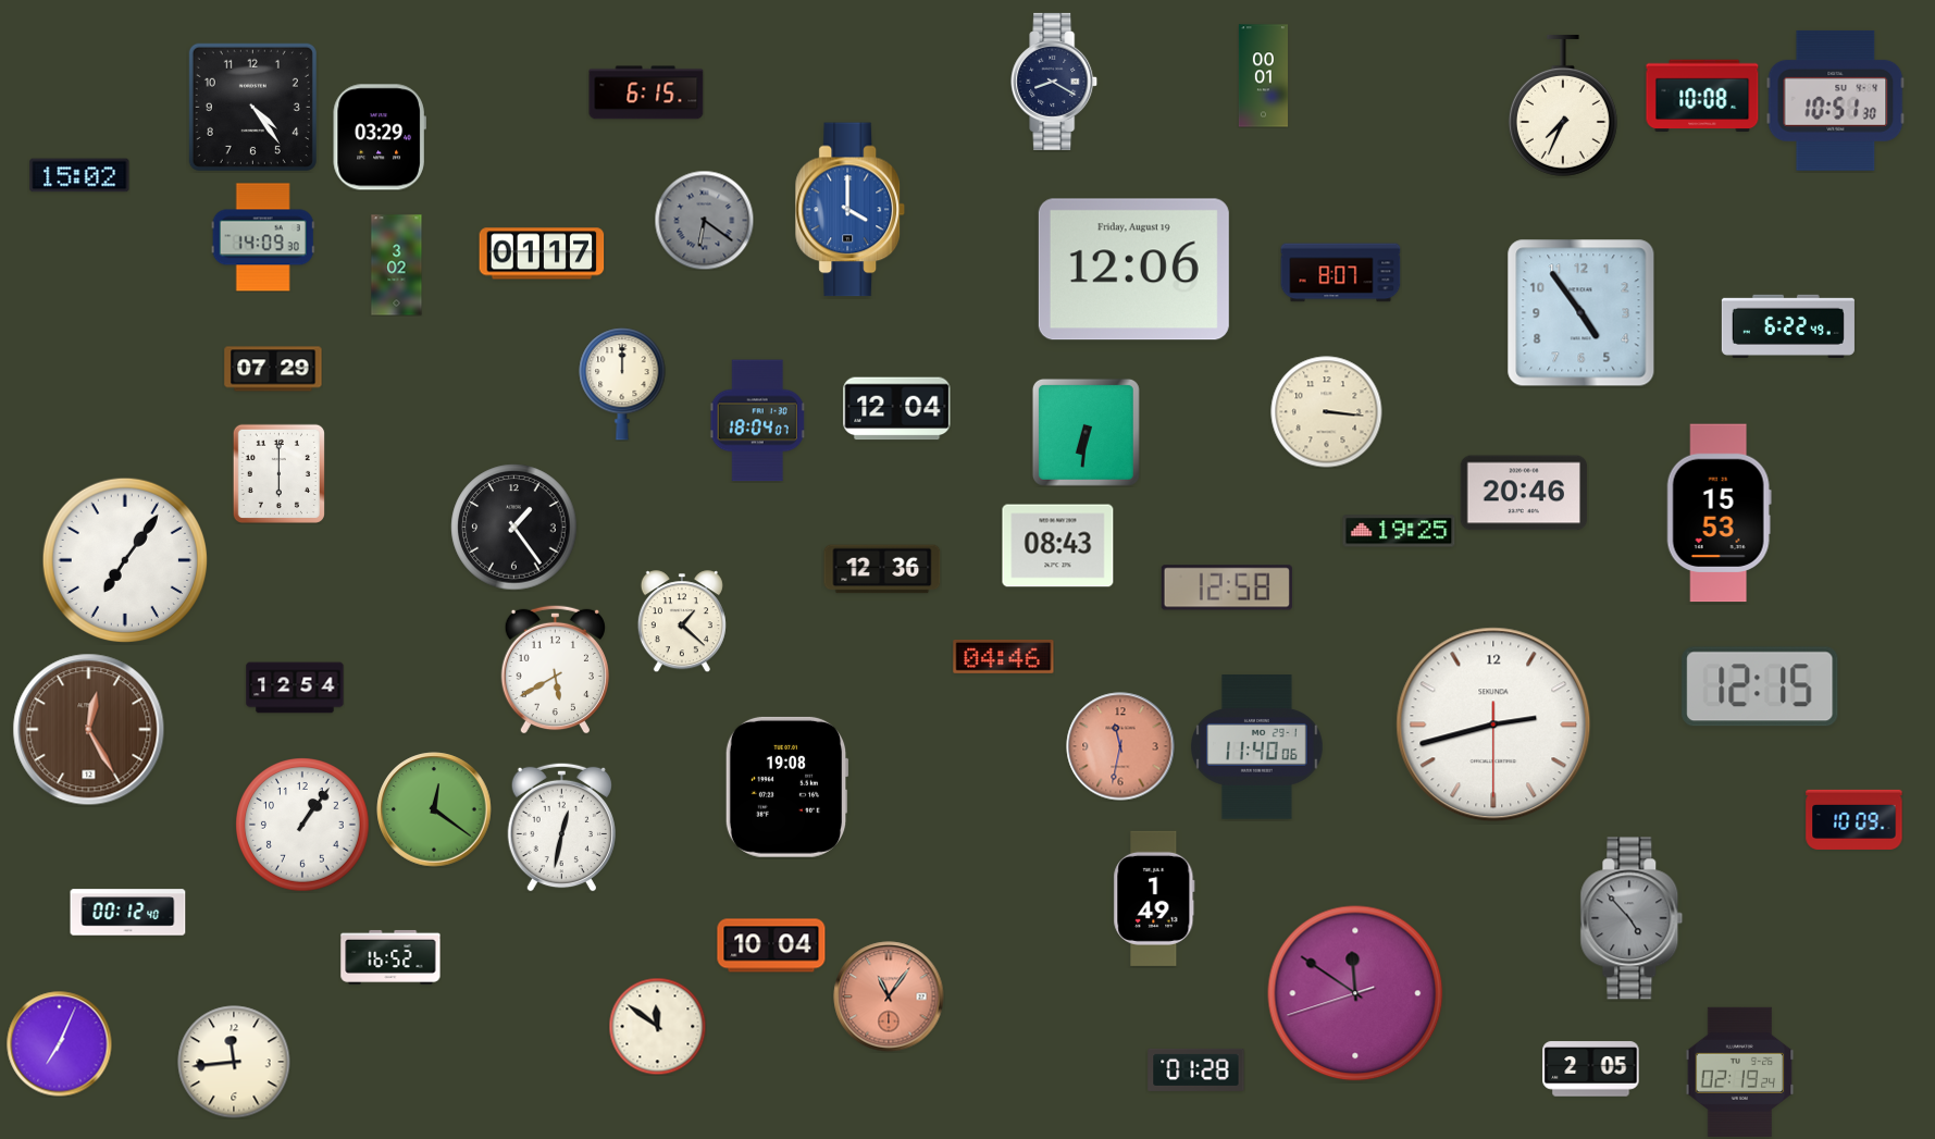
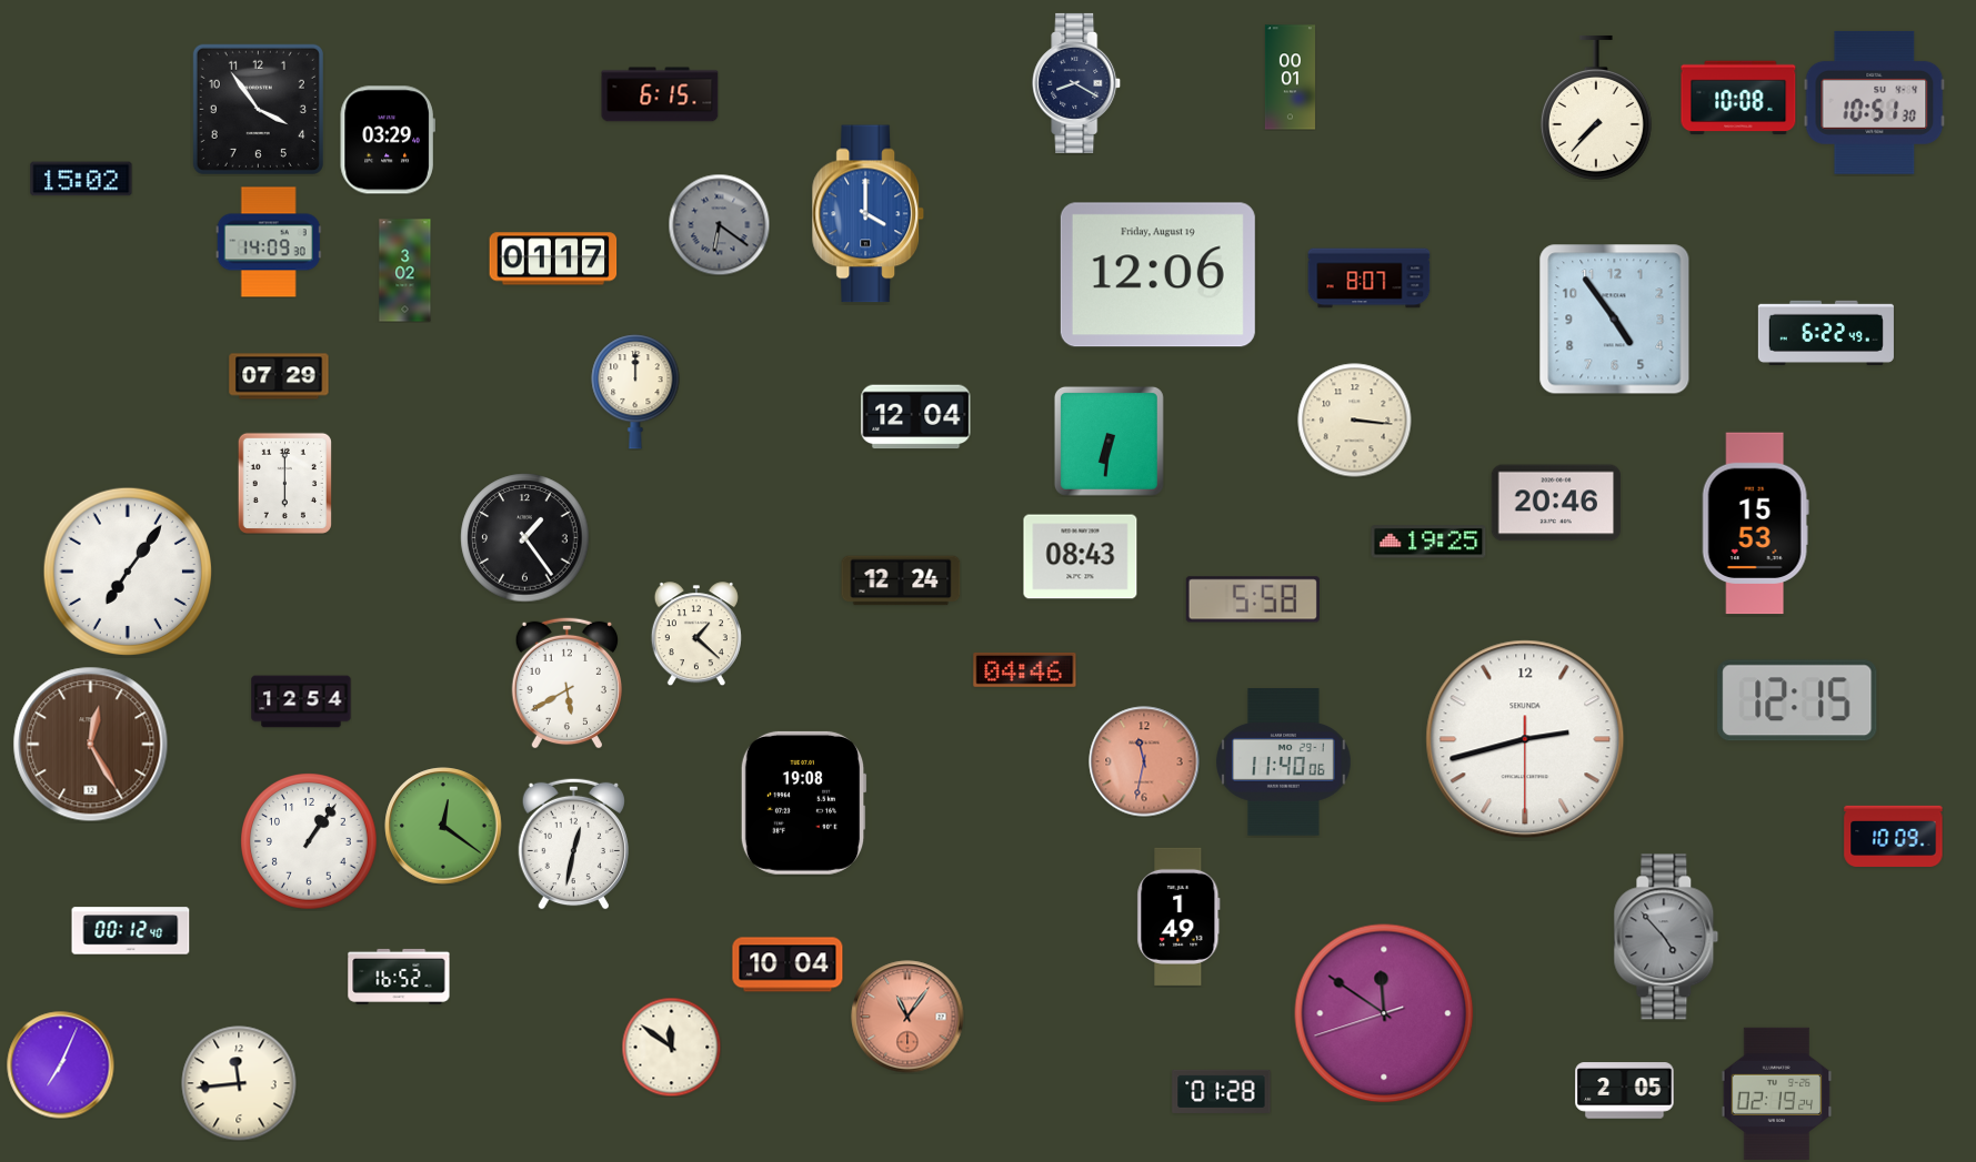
clock at (1563, 106): 7:34 -> 7:37
clock at (252, 107): 4:24 -> 3:54
clock at (758, 421): 18:04 -> none
clock at (882, 569): 12:36 -> 12:24
clock at (1227, 587): 12:58 -> 5:58
